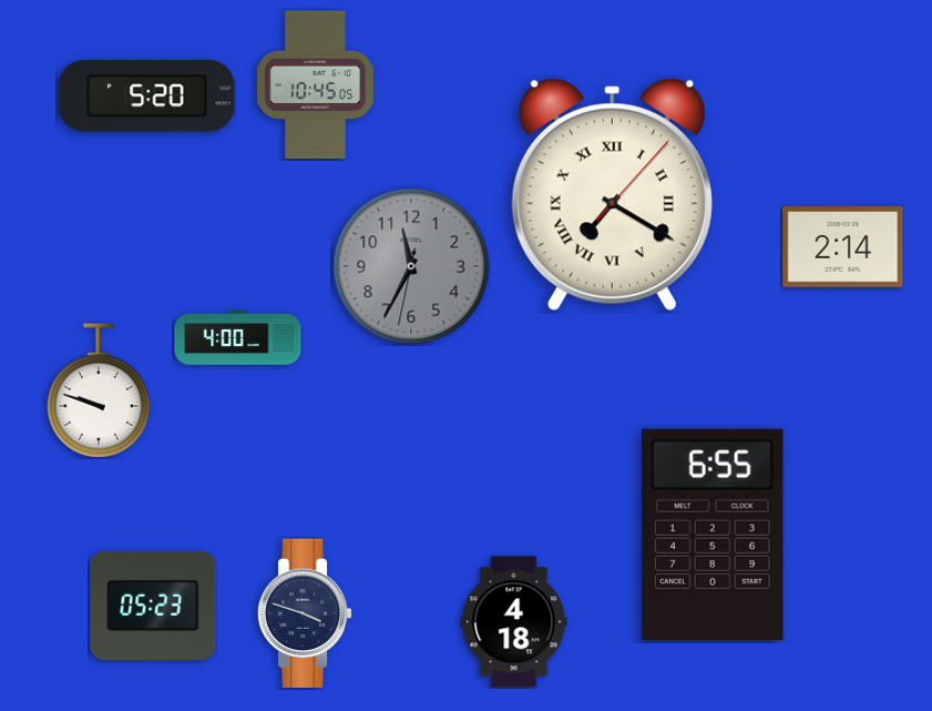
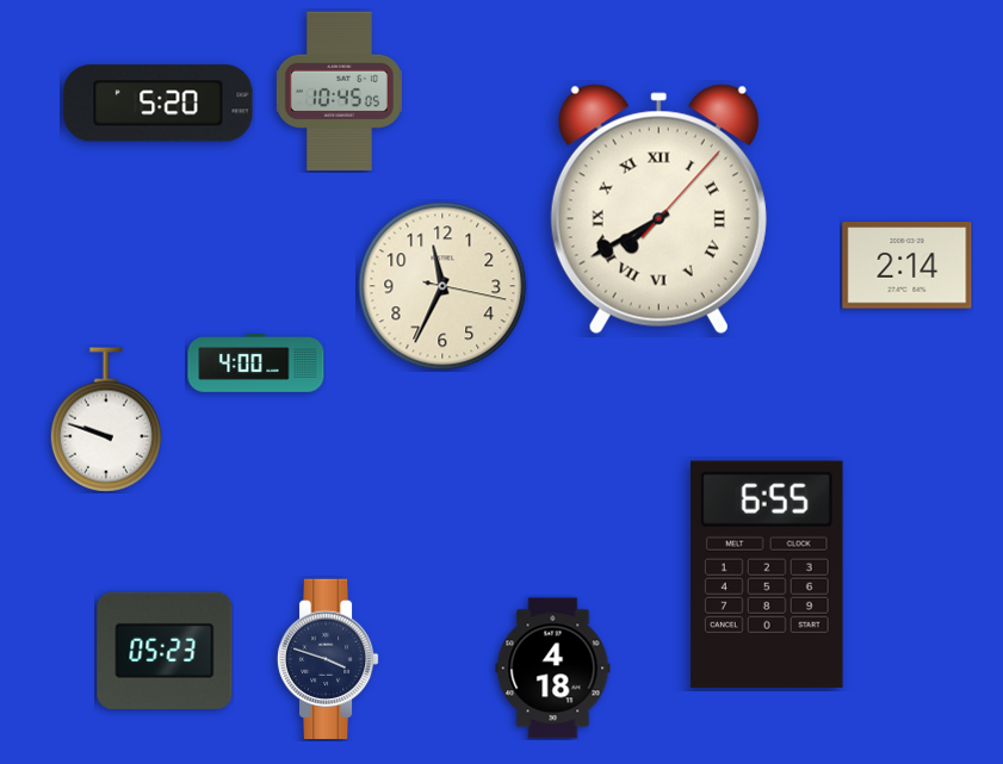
clock at (612, 195): 7:20 -> 7:40
clock at (411, 266): 11:34:32 -> 11:34:17
clock at (411, 266) dial: grey -> cream
